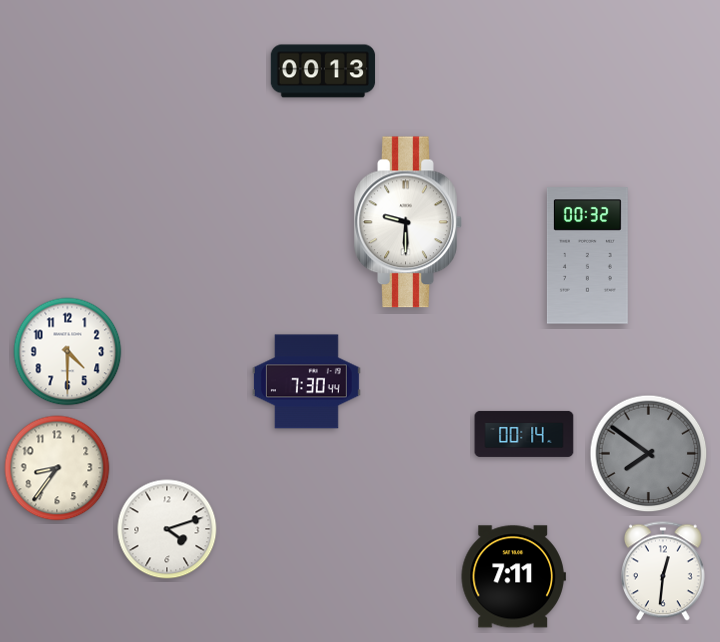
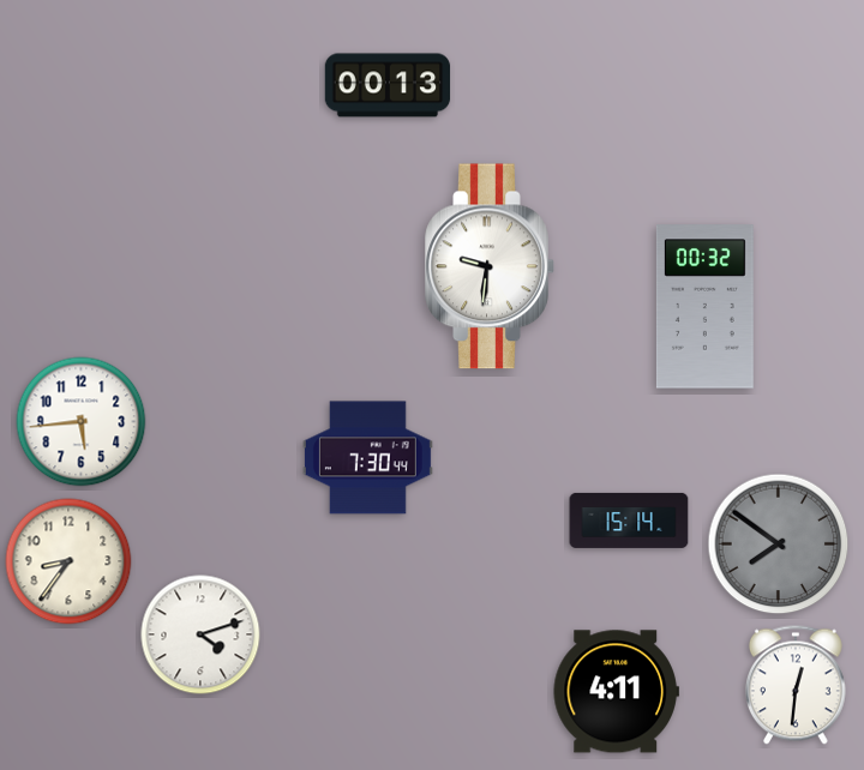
clock at (408, 222): 9:30 -> 9:31
clock at (68, 352): 4:30 -> 5:44
clock at (524, 434): 00:14 -> 15:14
clock at (513, 577): 7:11 -> 4:11
